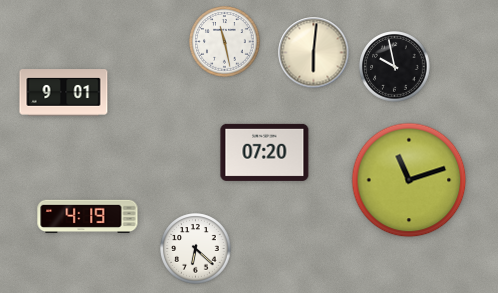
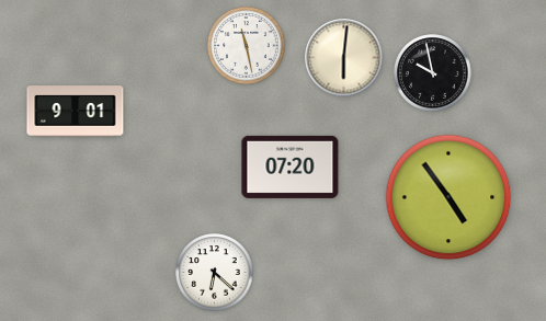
clock at (64, 93) position: (64, 93) -> (76, 112)
clock at (409, 180): 11:12 -> 4:54
clock at (88, 217): 4:19 -> none
